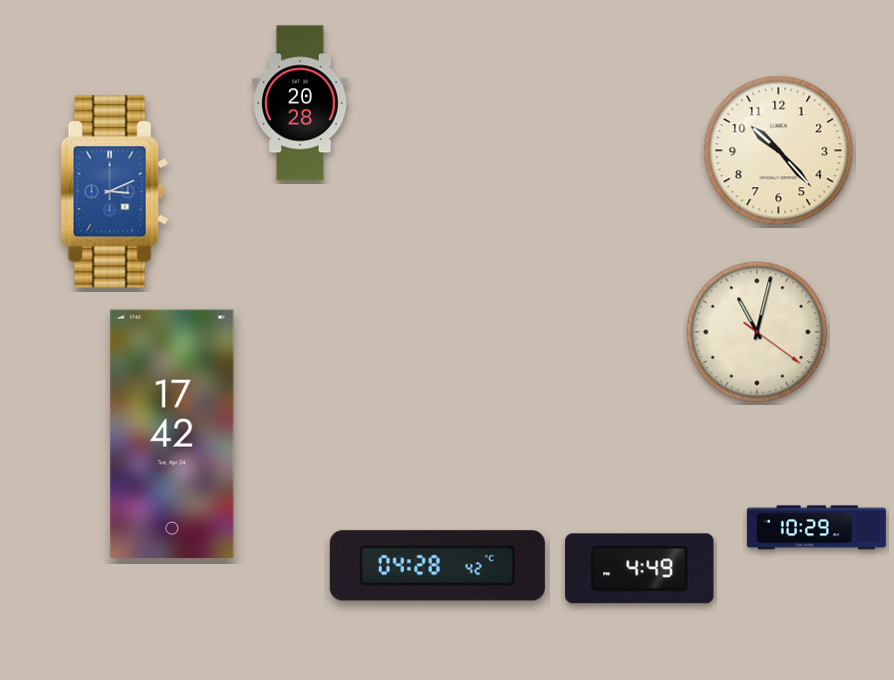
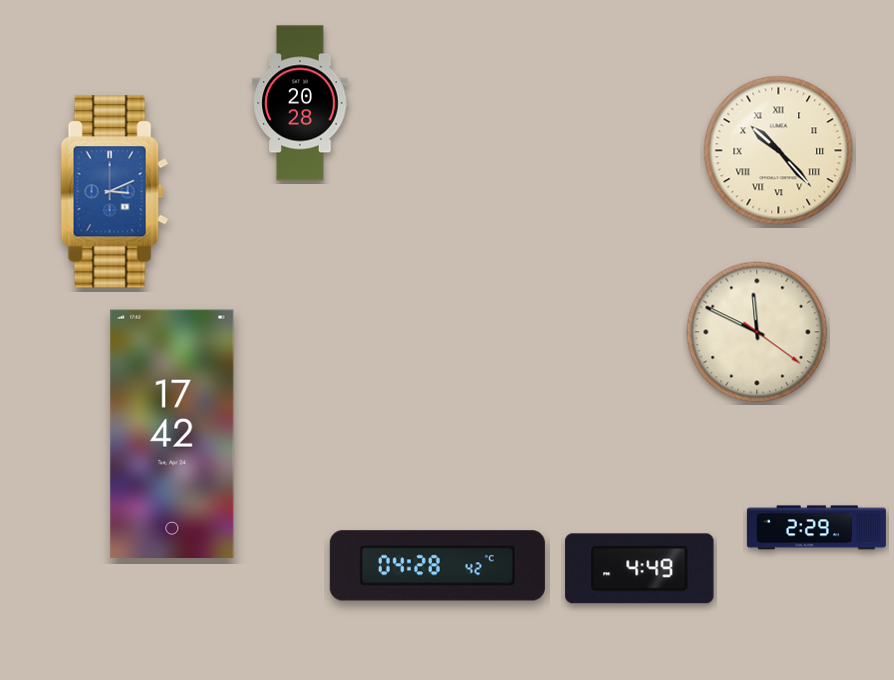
clock at (779, 151) numerals: Arabic -> Roman
clock at (757, 332): 11:02 -> 11:49
clock at (816, 528): 10:29 -> 2:29
